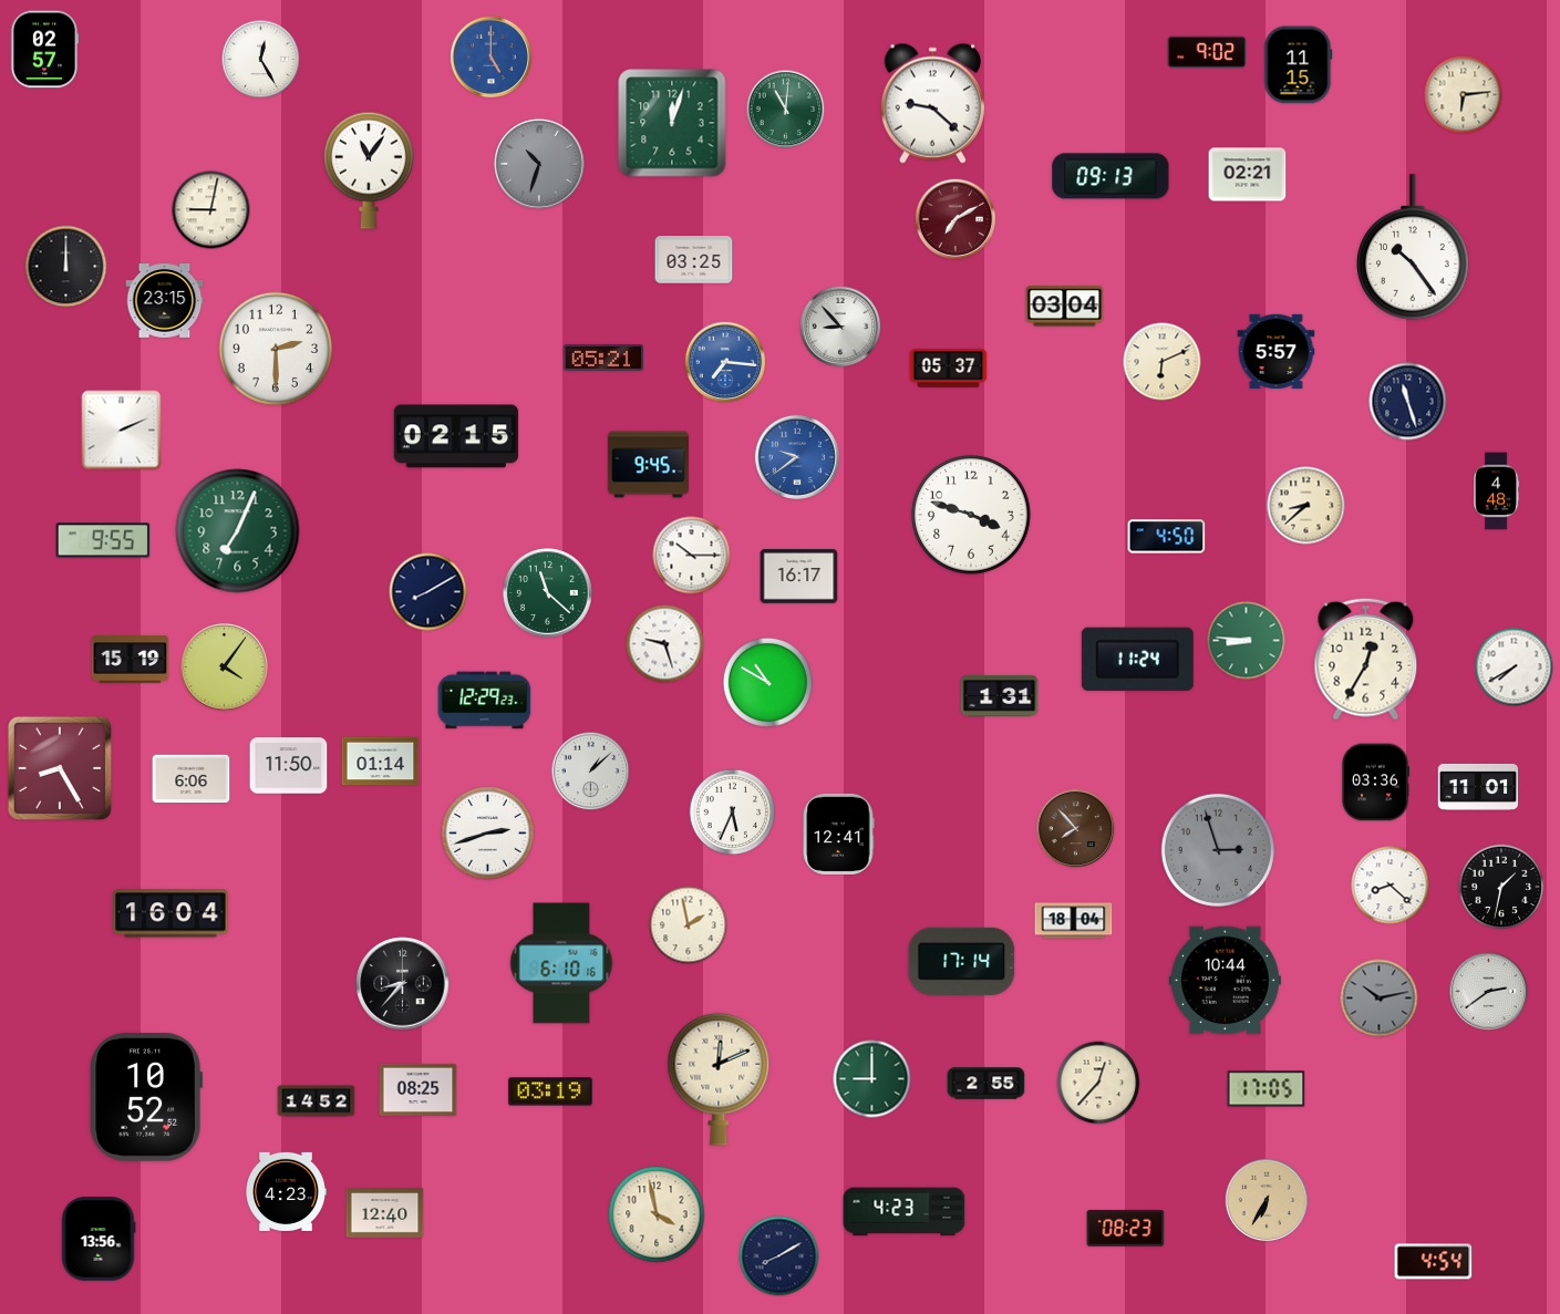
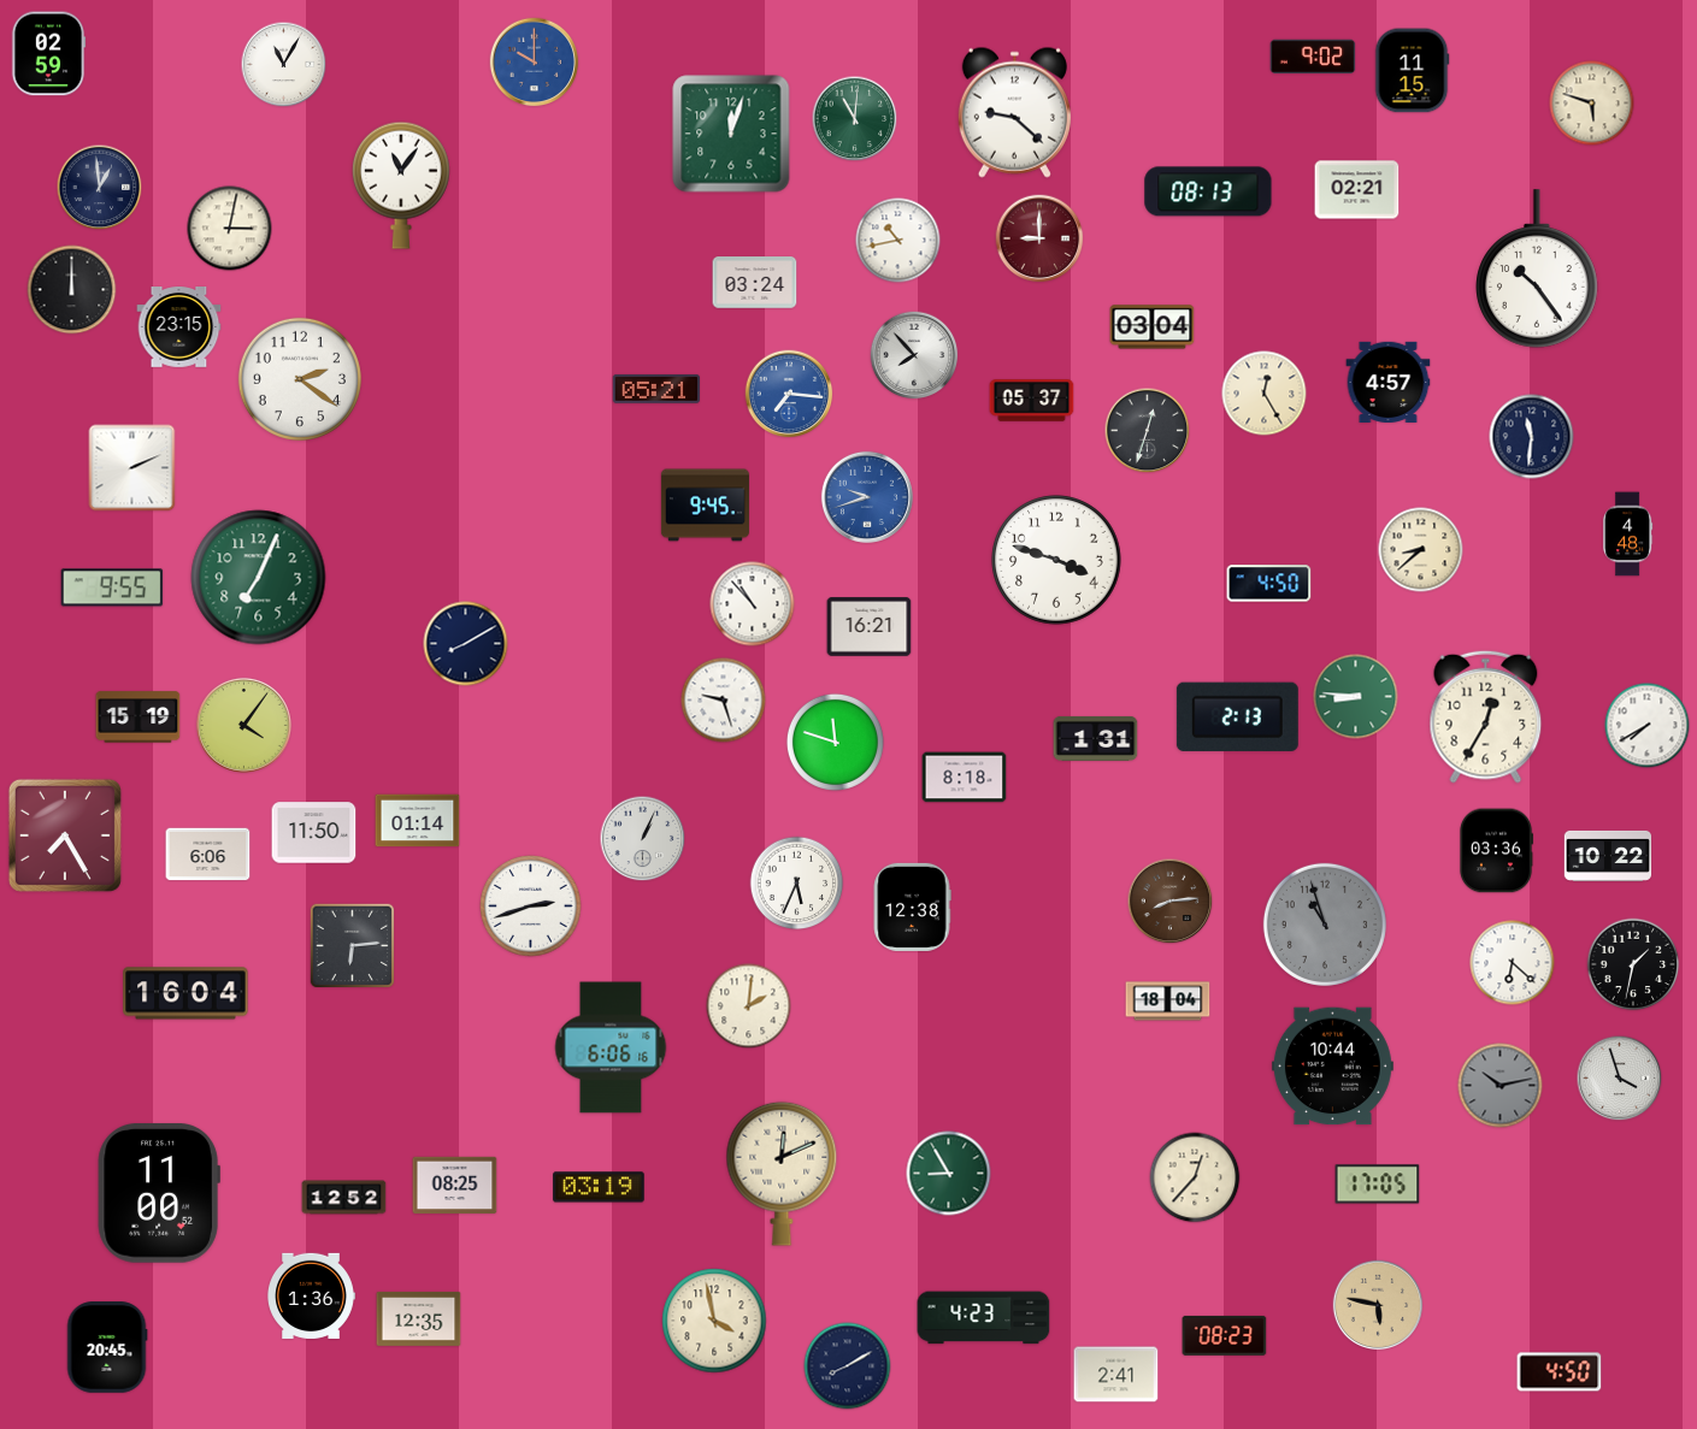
clock at (44, 50): 02:57 -> 02:59
clock at (492, 58): 5:00 -> 10:00
clock at (261, 60): 12:25 -> 11:05
clock at (1464, 95): 6:14 -> 5:48
clock at (539, 164): 10:33 -> none
clock at (100, 188): none -> 12:59
clock at (1110, 176): 09:13 -> 08:13
clock at (211, 210): 9:02 -> 3:02
clock at (955, 219): 7:10 -> 9:00
clock at (898, 241): none -> 10:43
clock at (694, 260): 03:25 -> 03:24
clock at (1065, 307) position: (1065, 307) -> (1153, 327)
clock at (840, 327): 8:53 -> 7:53
clock at (276, 349): 2:30 -> 2:21
clock at (1277, 351): 5:57 -> 4:57
clock at (1163, 362): 6:11 -> 12:25
clock at (1148, 431): none -> 12:33
clock at (1408, 402): 11:27 -> 11:31
clock at (455, 436): 02:15 -> none
clock at (797, 457): 9:39 -> 9:42
clock at (692, 556): 10:15 -> 10:53
clock at (799, 577): 16:17 -> 16:21
clock at (548, 593): 11:22 -> none
clock at (1137, 659): 11:24 -> 2:13
clock at (131, 660) position: (131, 660) -> (139, 718)
clock at (767, 682): 10:50 -> 11:48
clock at (1000, 695) position: (1000, 695) -> (1096, 738)
clock at (485, 701): 12:29 -> none
clock at (965, 778): none -> 8:18
clock at (381, 762) position: (381, 762) -> (418, 821)
clock at (60, 768): 8:25 -> 7:25
clock at (591, 772): 1:08 -> 1:04
clock at (192, 779) position: (192, 779) -> (208, 855)
clock at (1478, 787): 11:01 -> 10:22
clock at (1076, 829): 7:53 -> 8:14
clock at (838, 834): 12:41 -> 12:38
clock at (1218, 850): 2:57 -> 10:57
clock at (352, 945): none -> 6:14
clock at (1391, 886): 8:22 -> 6:22
clock at (689, 925): 1:58 -> 2:01
clock at (962, 961): 17:14 -> none
clock at (561, 963): 6:10 -> 6:06
clock at (403, 984): 8:37 -> none
clock at (1489, 992): 2:39 -> 3:57
clock at (872, 1079): 9:00 -> 8:55
clock at (986, 1084): 2:55 -> none
clock at (146, 1098): 10:52 -> 11:00
clock at (317, 1101): 14:52 -> 12:52
clock at (287, 1191): 4:23 -> 1:36
clock at (1267, 1200): 6:35 -> 5:47
clock at (385, 1212): 12:40 -> 12:35
clock at (99, 1239): 13:56 -> 20:45
clock at (1434, 1262): 4:54 -> 4:50
clock at (1116, 1375): none -> 2:41
